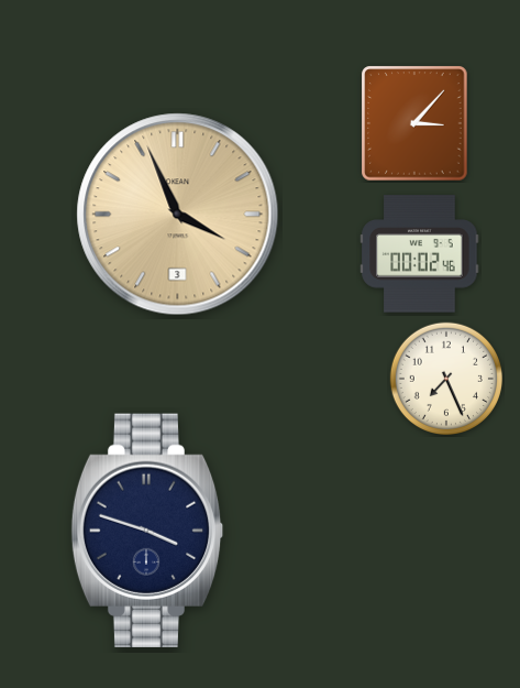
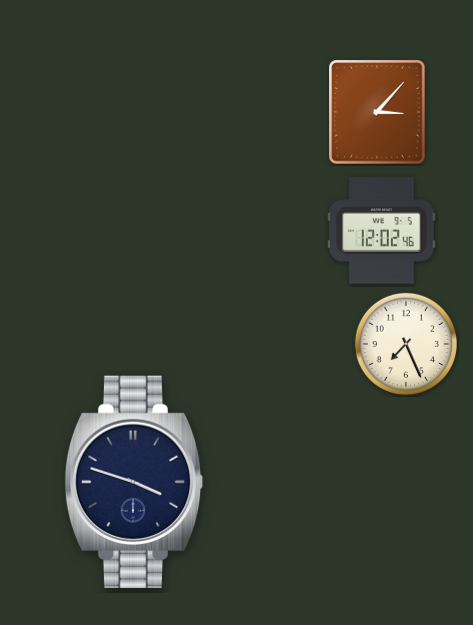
clock at (178, 215): 3:56 -> none
clock at (420, 254): 00:02 -> 12:02
